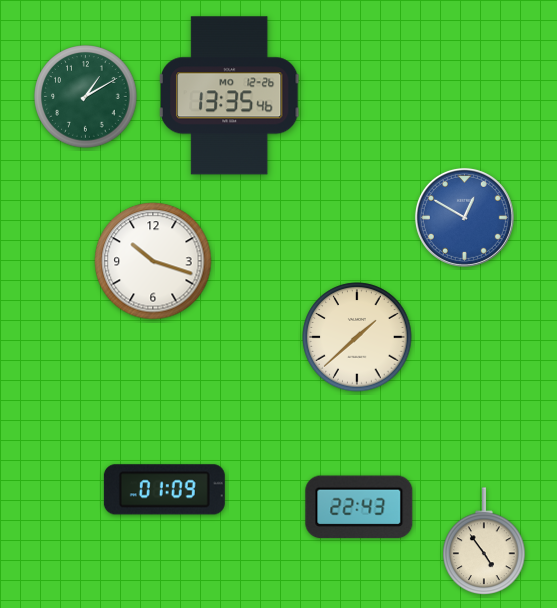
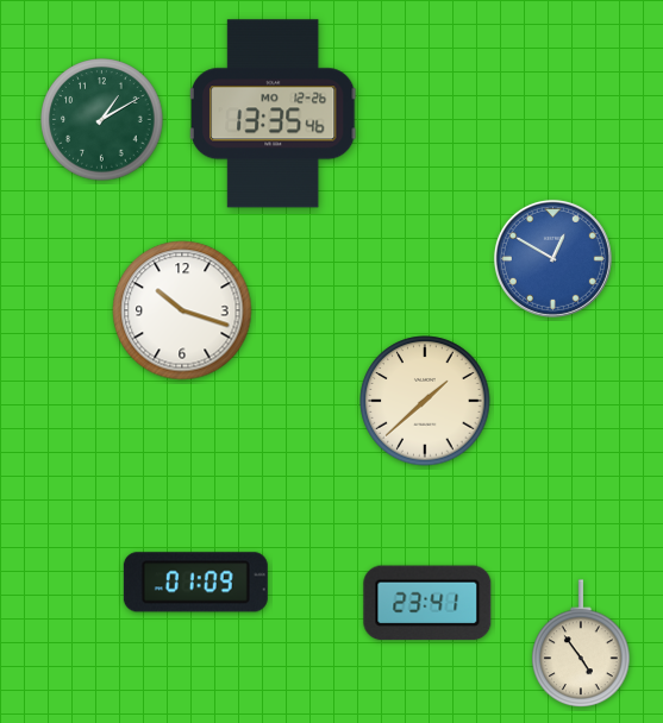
clock at (86, 97) position: (86, 97) -> (102, 120)
clock at (359, 507): 22:43 -> 23:41
clock at (484, 542) position: (484, 542) -> (581, 645)
